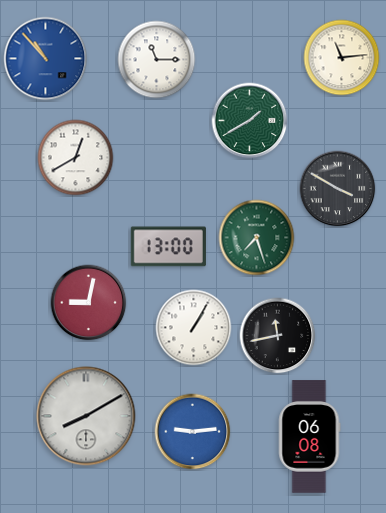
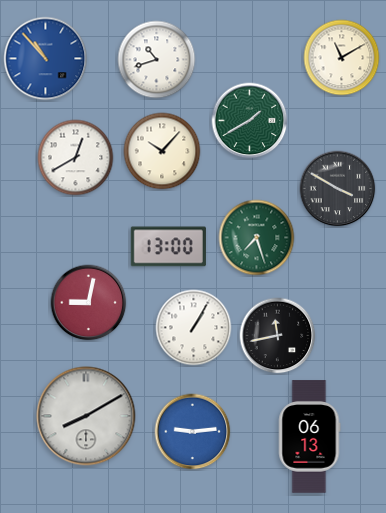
clock at (342, 58): 11:14 -> 11:10
clock at (157, 60): 11:15 -> 10:42
clock at (162, 151): none -> 10:07
clock at (309, 437): 06:08 -> 06:13
